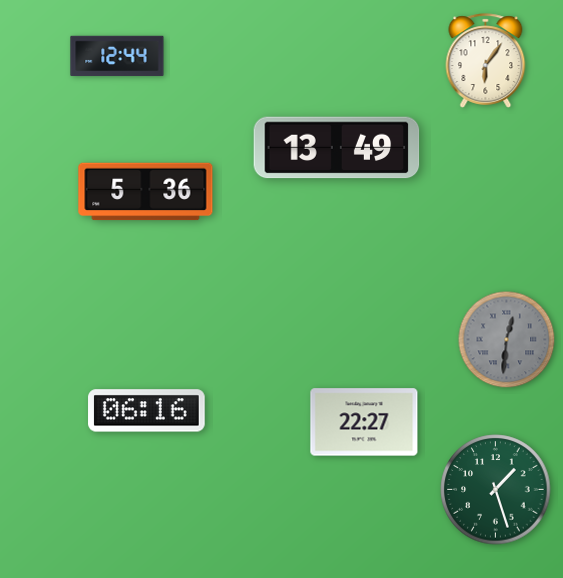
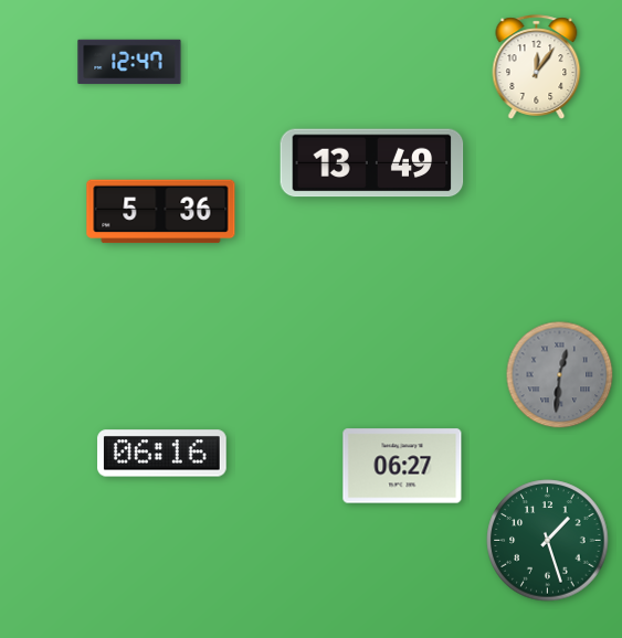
clock at (117, 56): 12:44 -> 12:47
clock at (486, 61): 6:06 -> 12:06
clock at (364, 422): 22:27 -> 06:27
